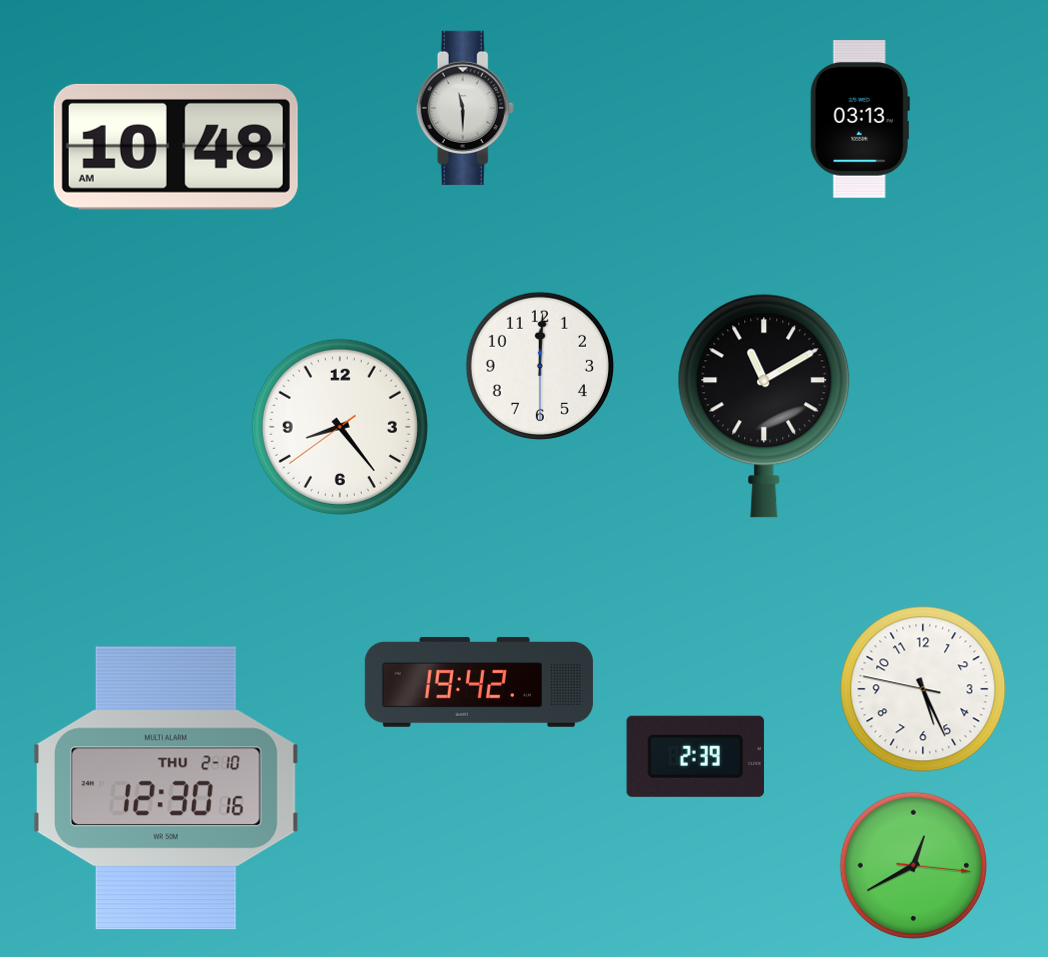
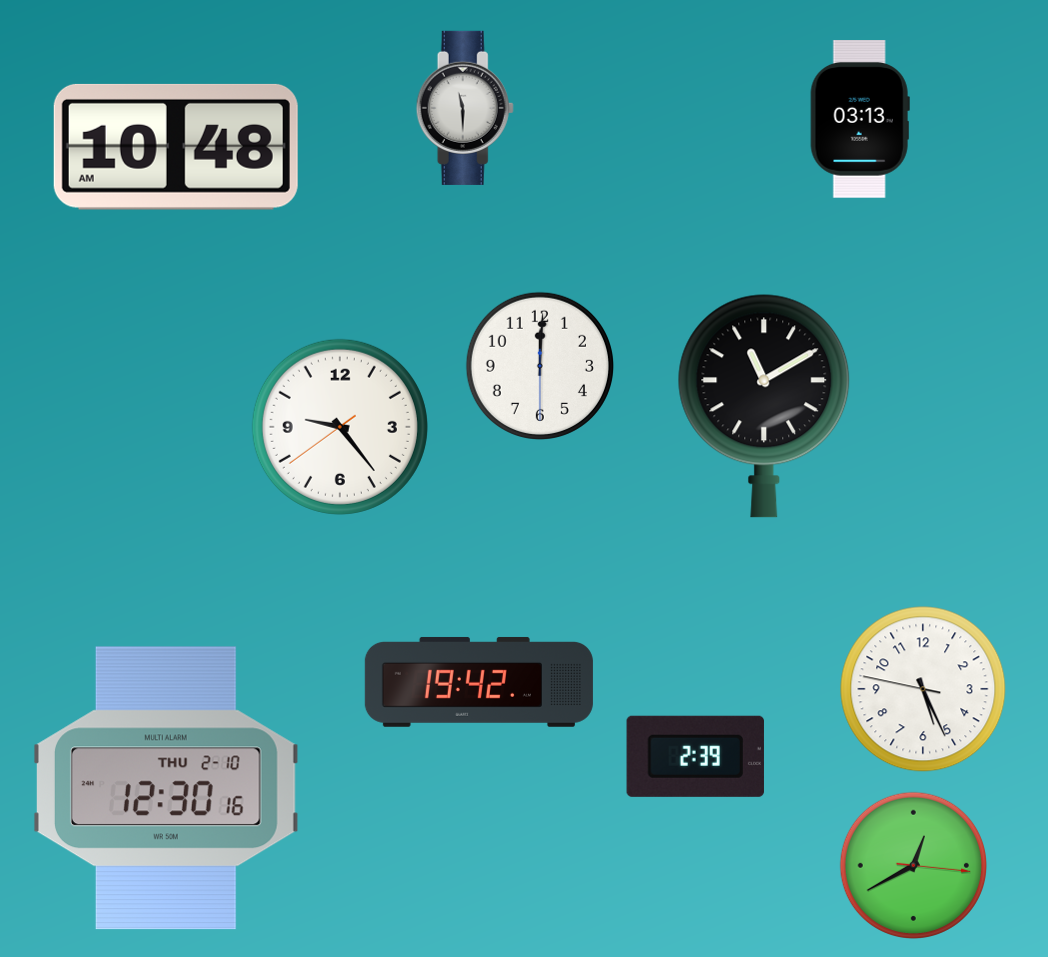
clock at (340, 427): 8:23 -> 9:23
